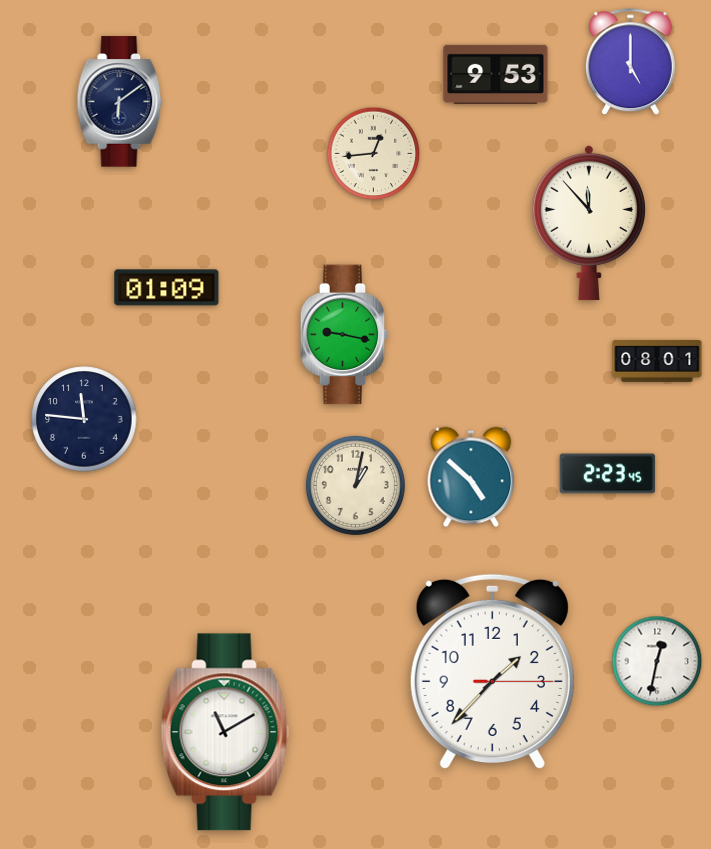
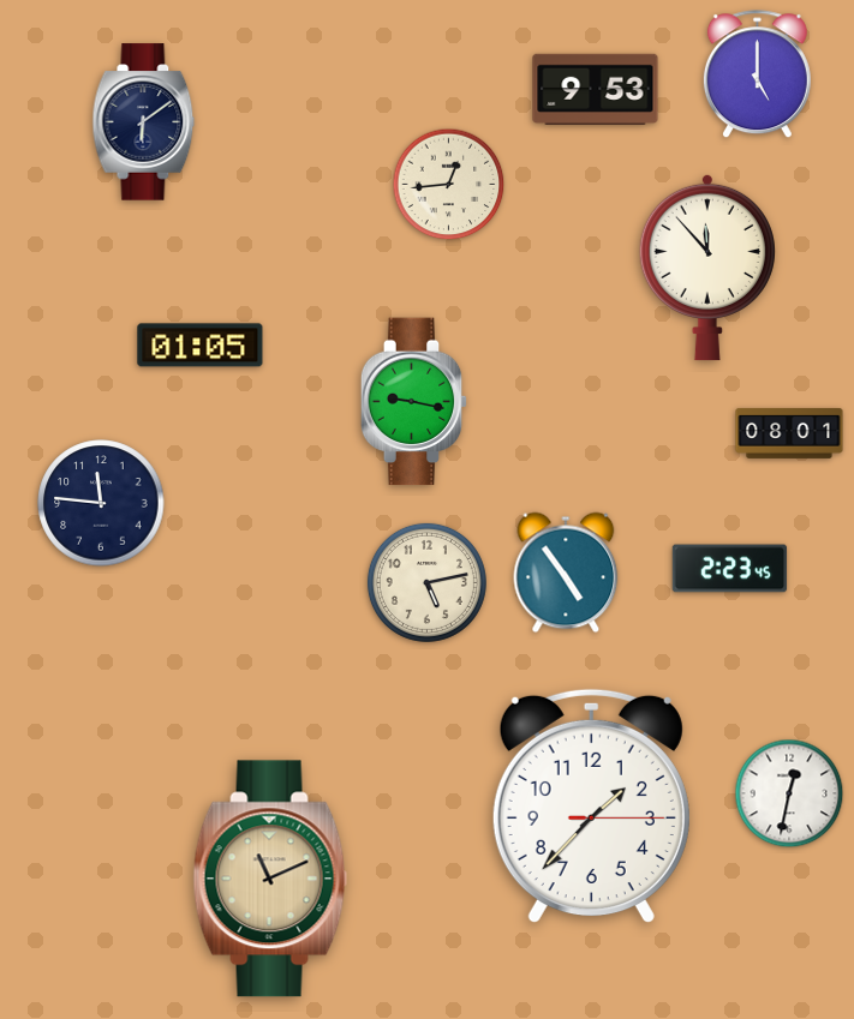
clock at (167, 288): 01:09 -> 01:05
clock at (471, 477): 4:52 -> 4:54
clock at (355, 485): 1:02 -> 5:13
clock at (225, 732): 11:10 -> 11:11
clock at (225, 732) dial: white -> champagne
